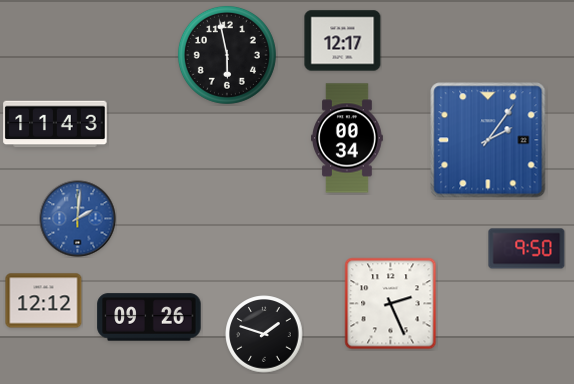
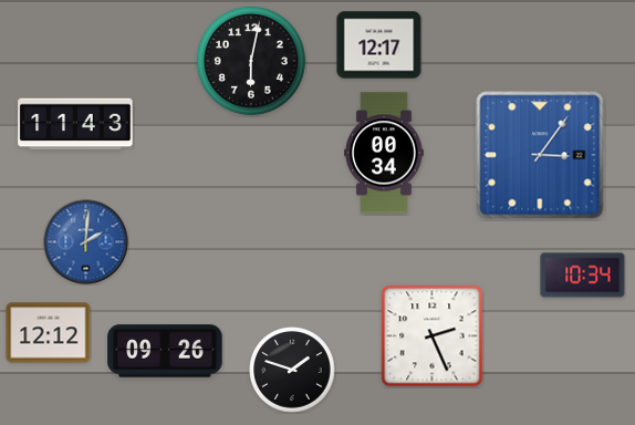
clock at (227, 55): 5:58 -> 6:02
clock at (55, 124) position: (55, 124) -> (75, 124)
clock at (488, 140): 2:06 -> 3:06
clock at (527, 249): 9:50 -> 10:34
